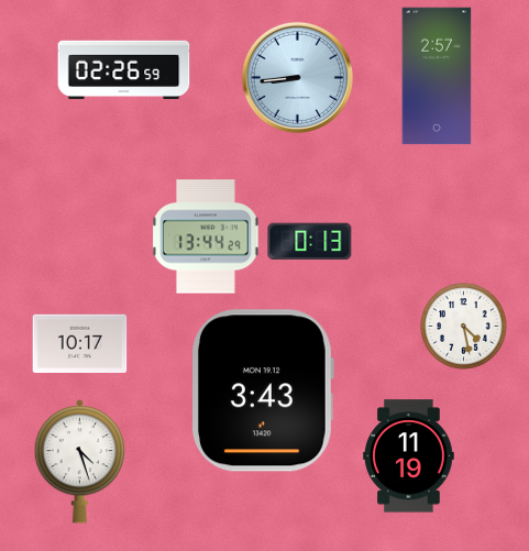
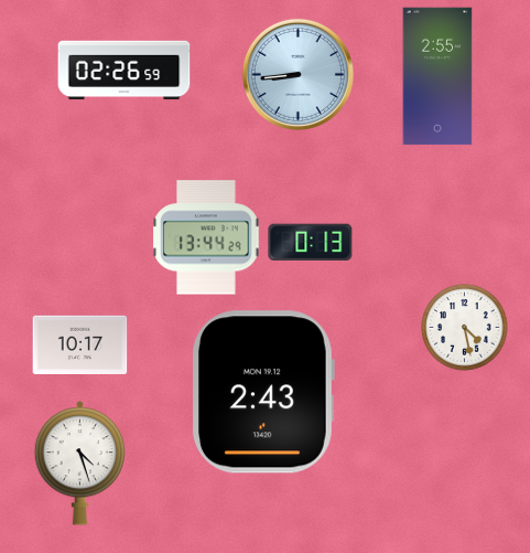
clock at (437, 76): 2:57 -> 2:55
clock at (297, 77) position: (297, 77) -> (298, 74)
clock at (262, 390): 3:43 -> 2:43
clock at (409, 456): 11:19 -> none
